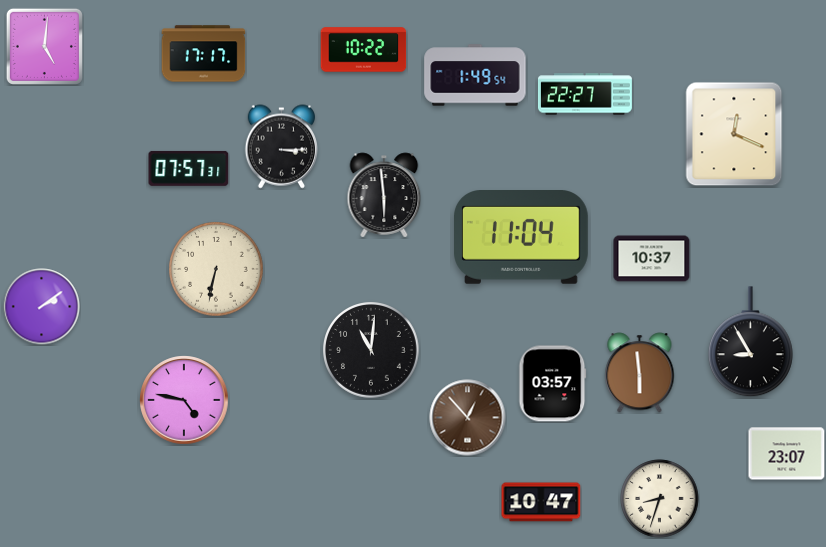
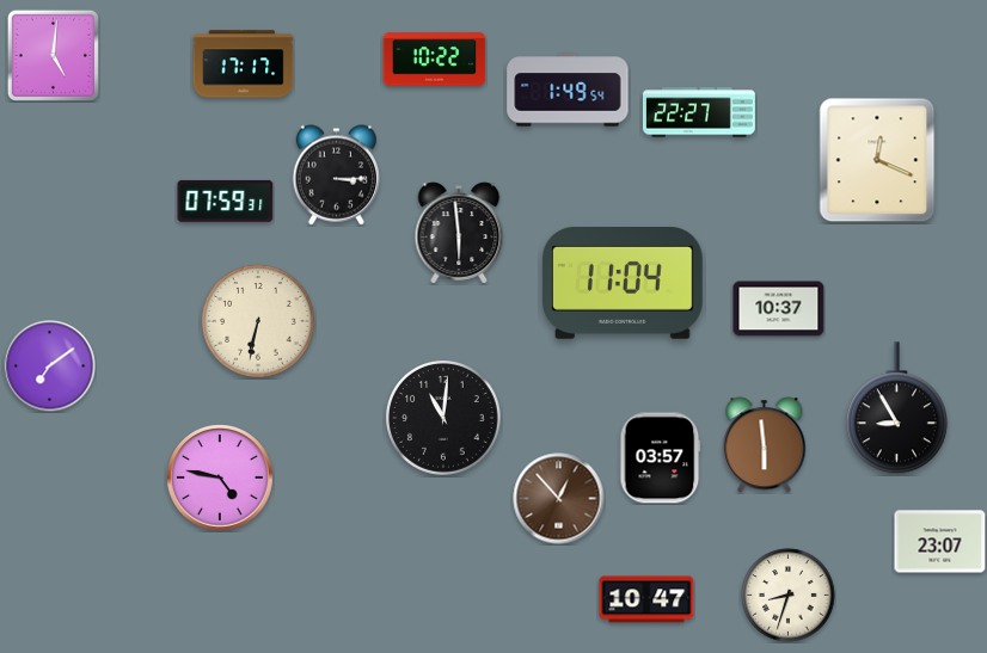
clock at (189, 168): 07:57 -> 07:59
clock at (42, 307): 2:09 -> 7:09
